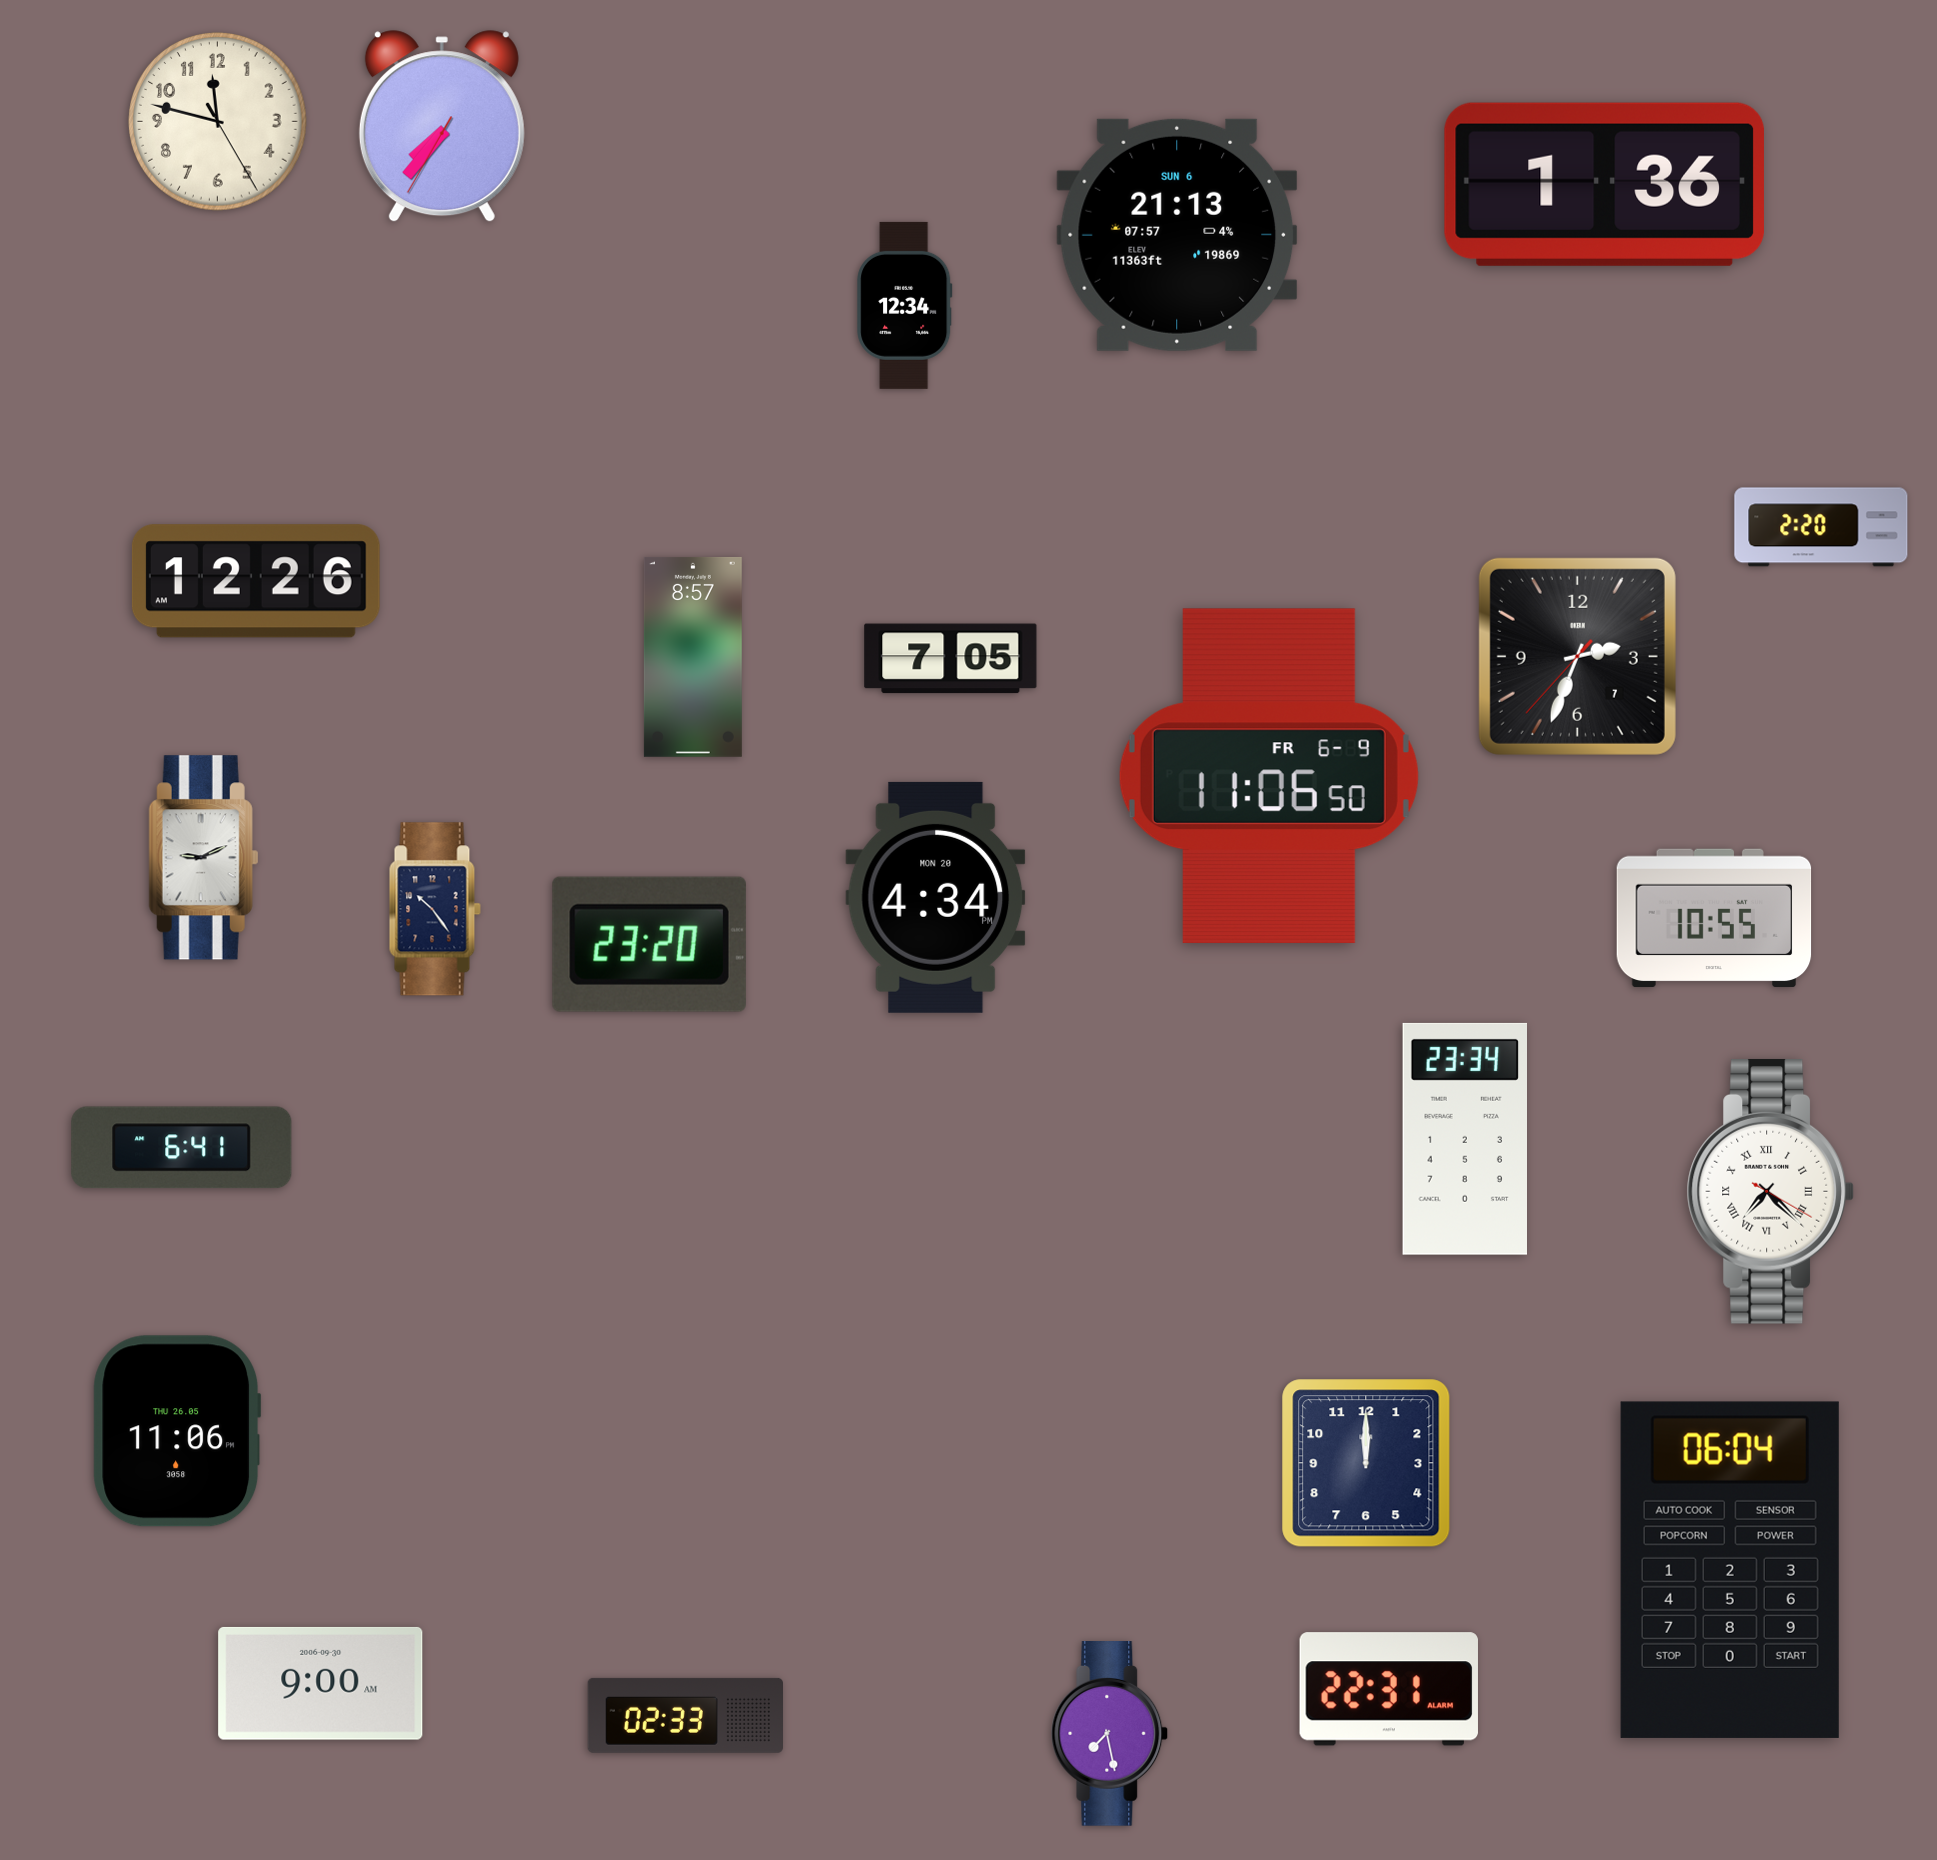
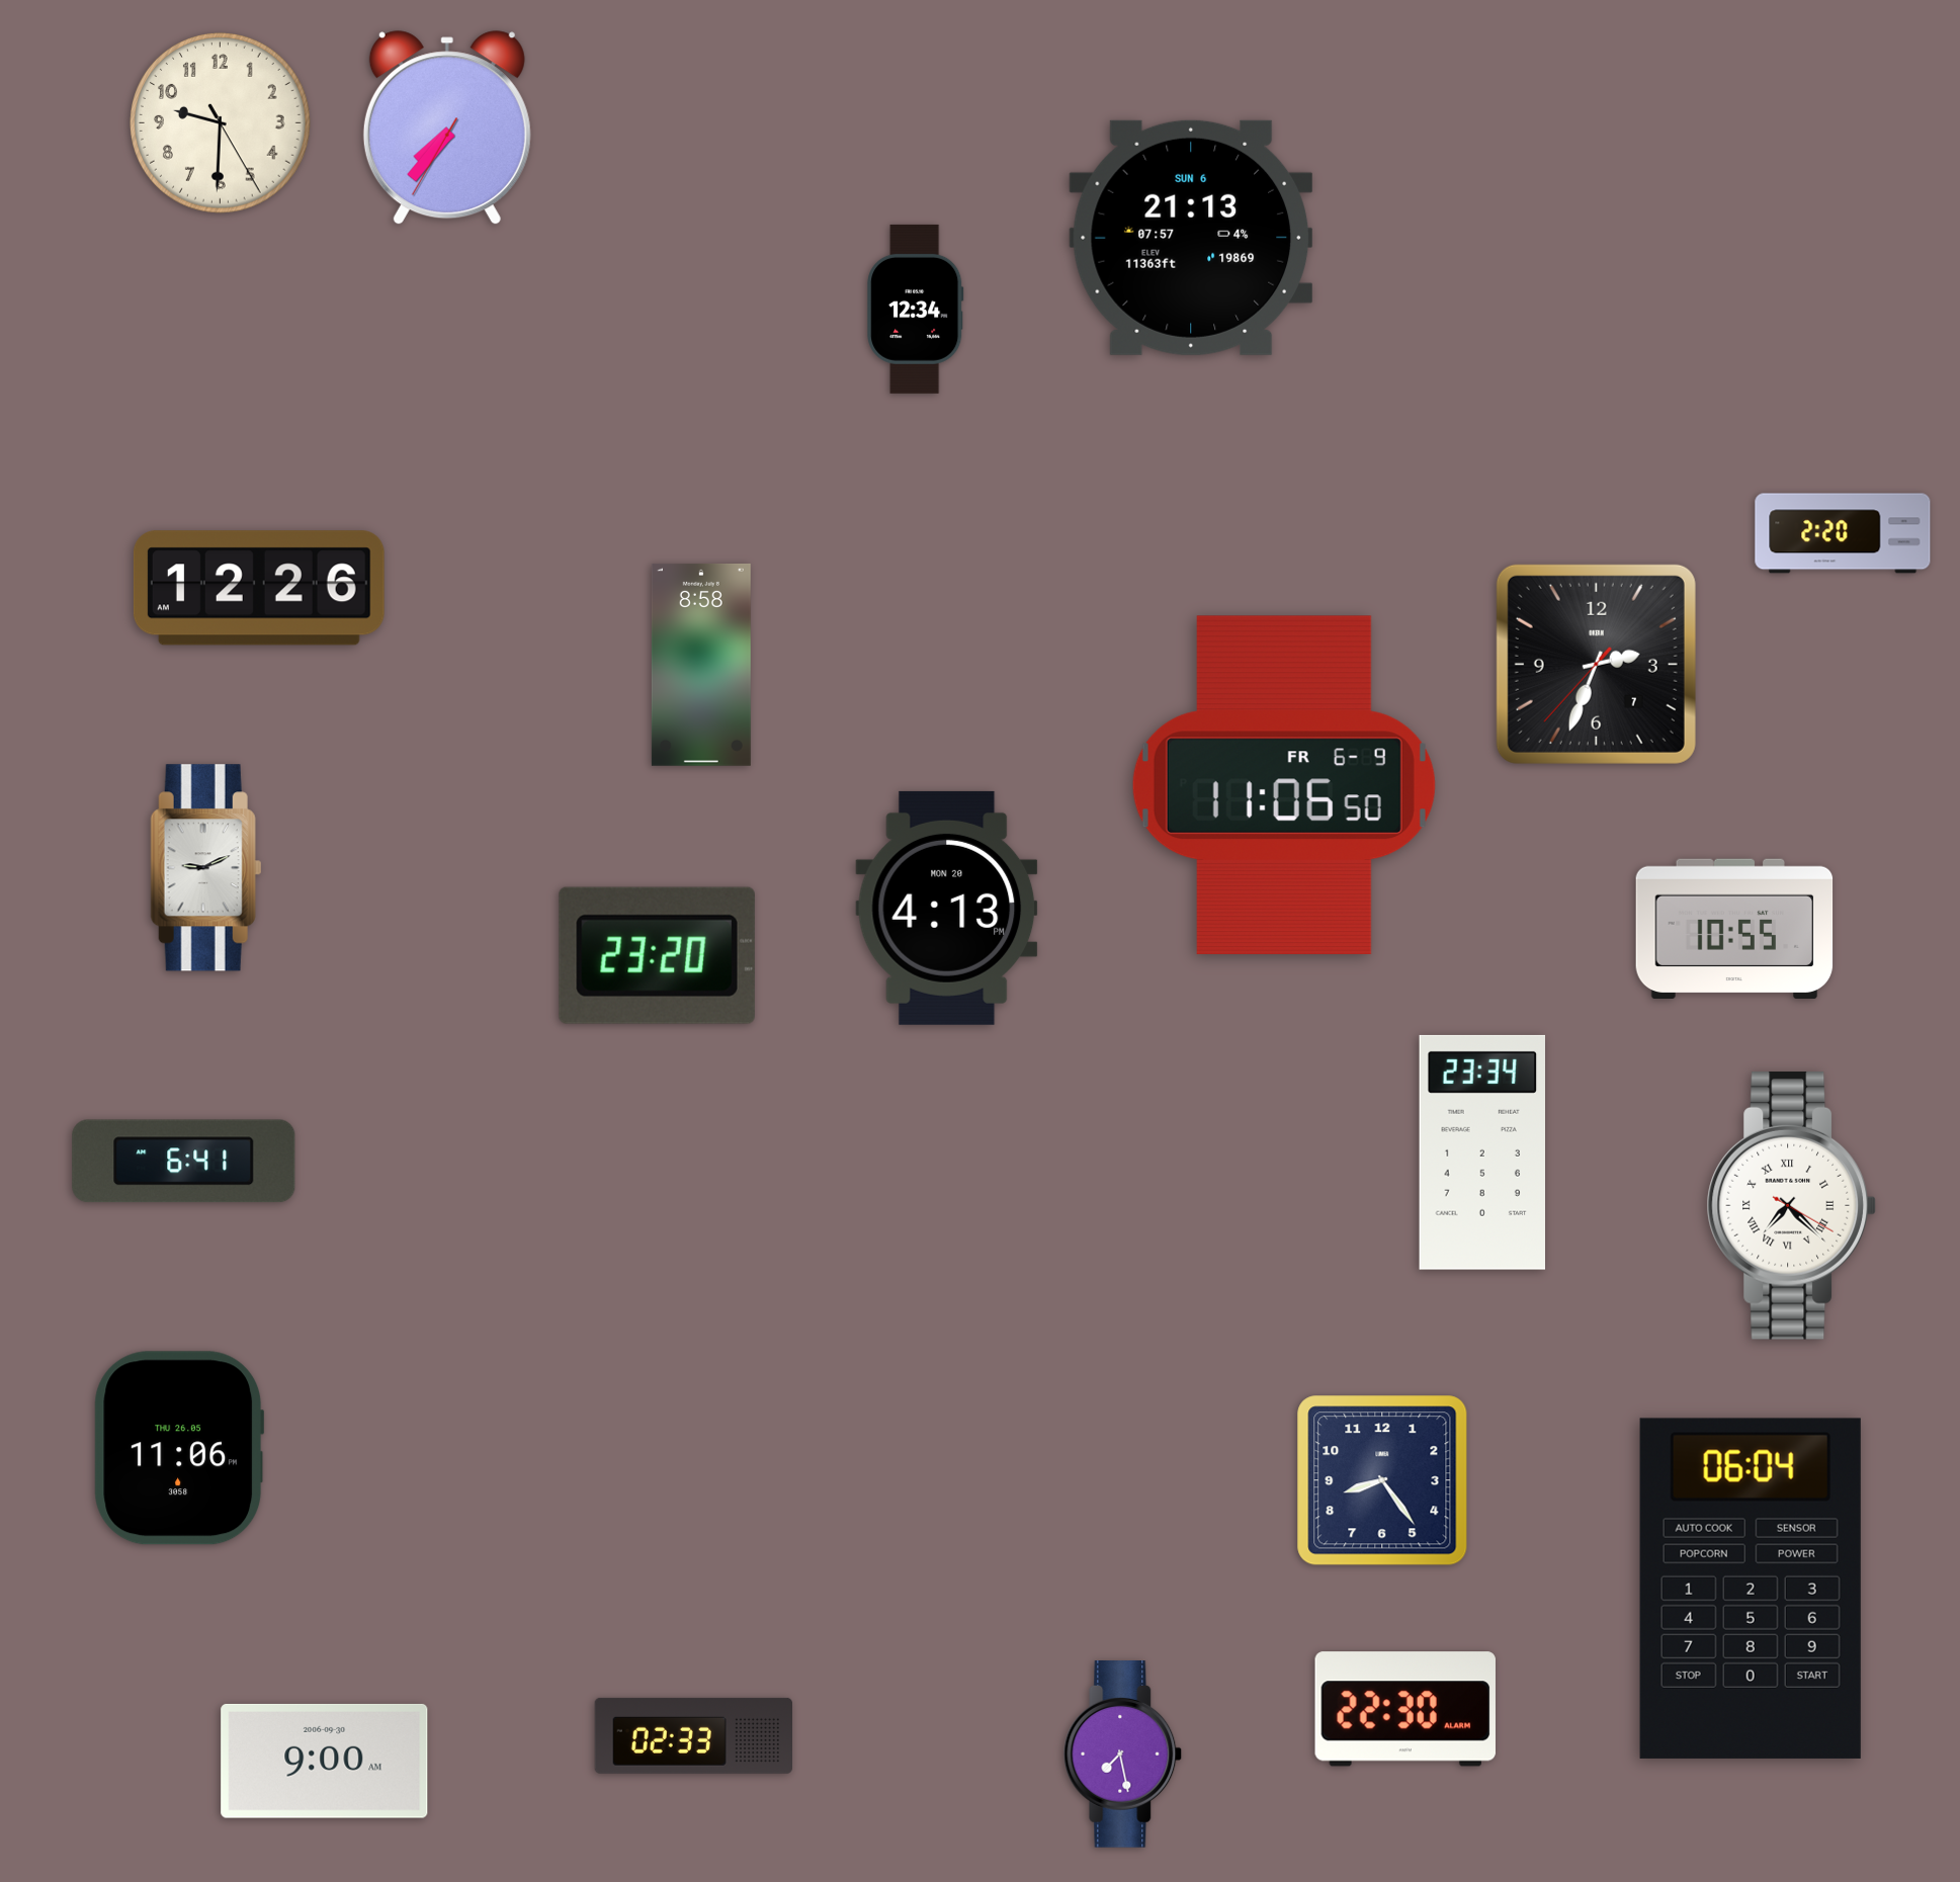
clock at (218, 122): 11:47 -> 9:30
clock at (1604, 184): 1:36 -> none
clock at (693, 657): 8:57 -> 8:58
clock at (951, 659): 7:05 -> none
clock at (936, 897): 4:34 -> 4:13
clock at (435, 909): 10:24 -> none
clock at (1366, 1463): 12:00 -> 8:24
clock at (321, 1683) position: (321, 1683) -> (325, 1761)
clock at (1389, 1689): 22:31 -> 22:30
